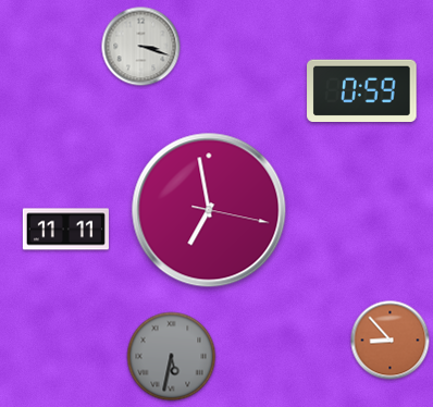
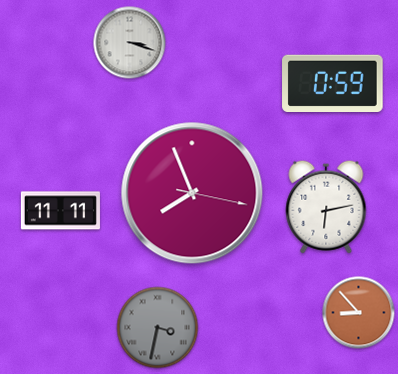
clock at (209, 210): 6:58 -> 7:56
clock at (326, 207): none -> 6:13
clock at (172, 357): 5:32 -> 3:32
